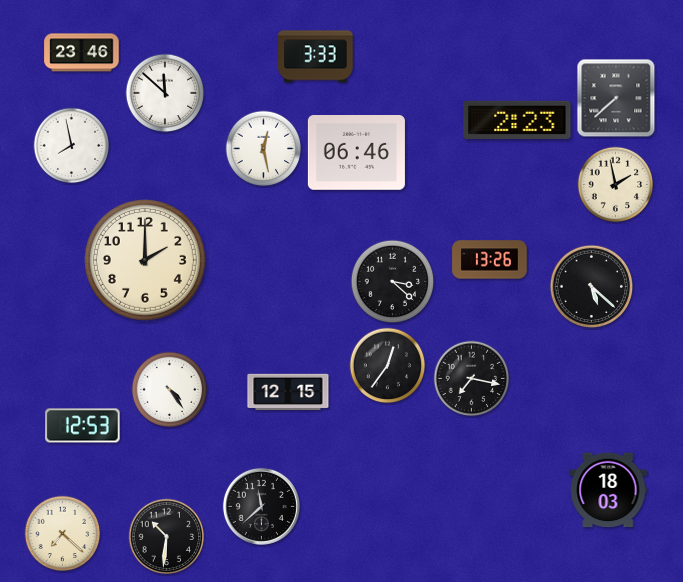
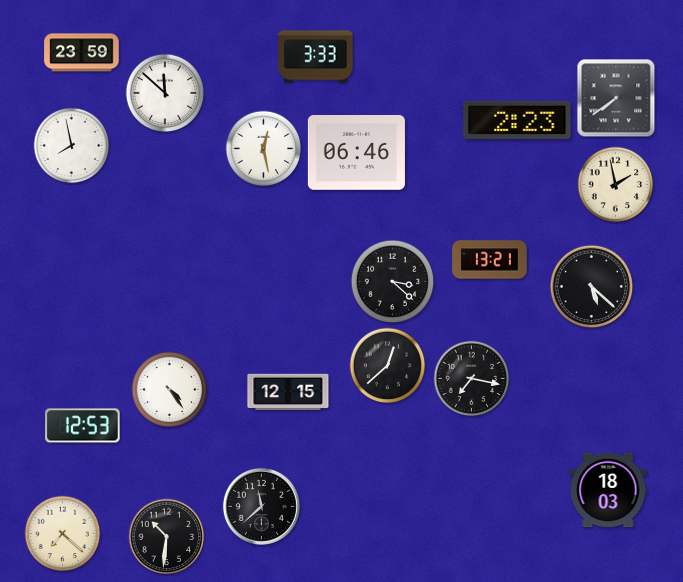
clock at (82, 53): 23:46 -> 23:59
clock at (616, 98): 7:38 -> 7:39
clock at (145, 260): 2:00 -> none
clock at (490, 260): 13:26 -> 13:21
clock at (388, 366): 12:36 -> 12:38
